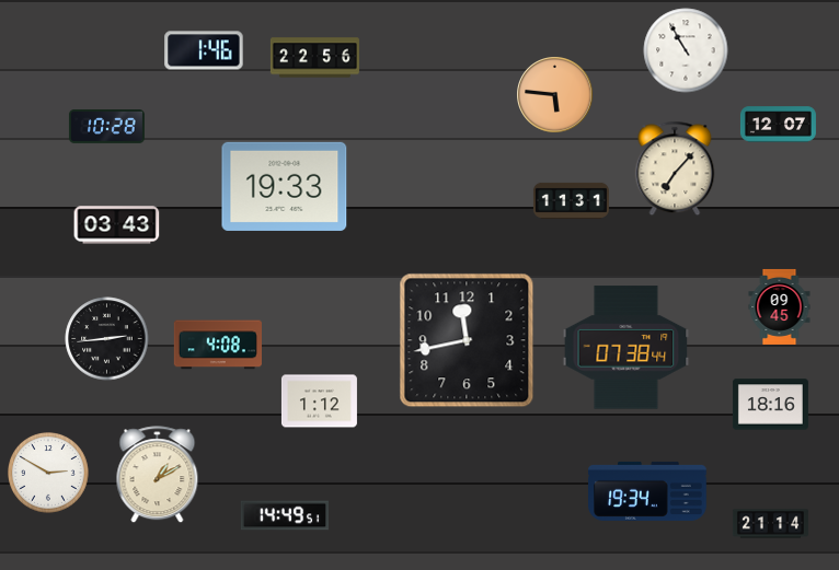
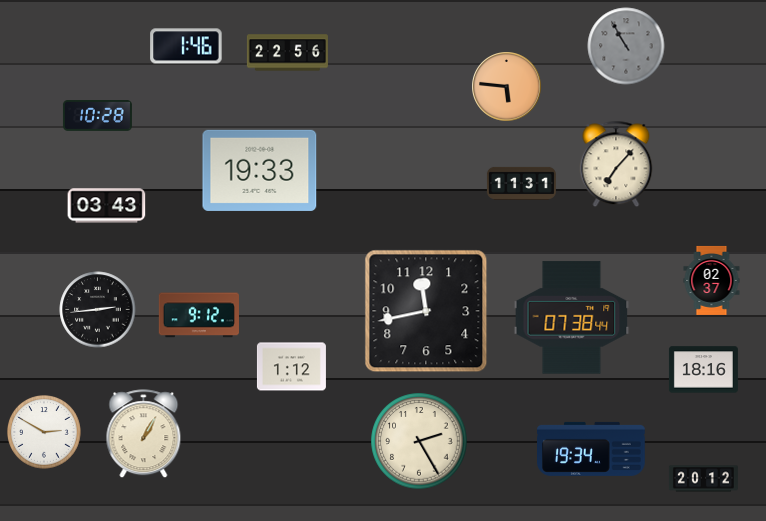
clock at (686, 50) dial: white -> grey
clock at (778, 125): 12:07 -> none
clock at (675, 168) position: (675, 168) -> (616, 164)
clock at (780, 306): 09:45 -> 02:37
clock at (218, 345): 4:08 -> 9:12
clock at (158, 475): 1:10 -> 1:05
clock at (419, 441): none -> 2:25
clock at (284, 515): 14:49 -> none
clock at (770, 524): 21:14 -> 20:12
